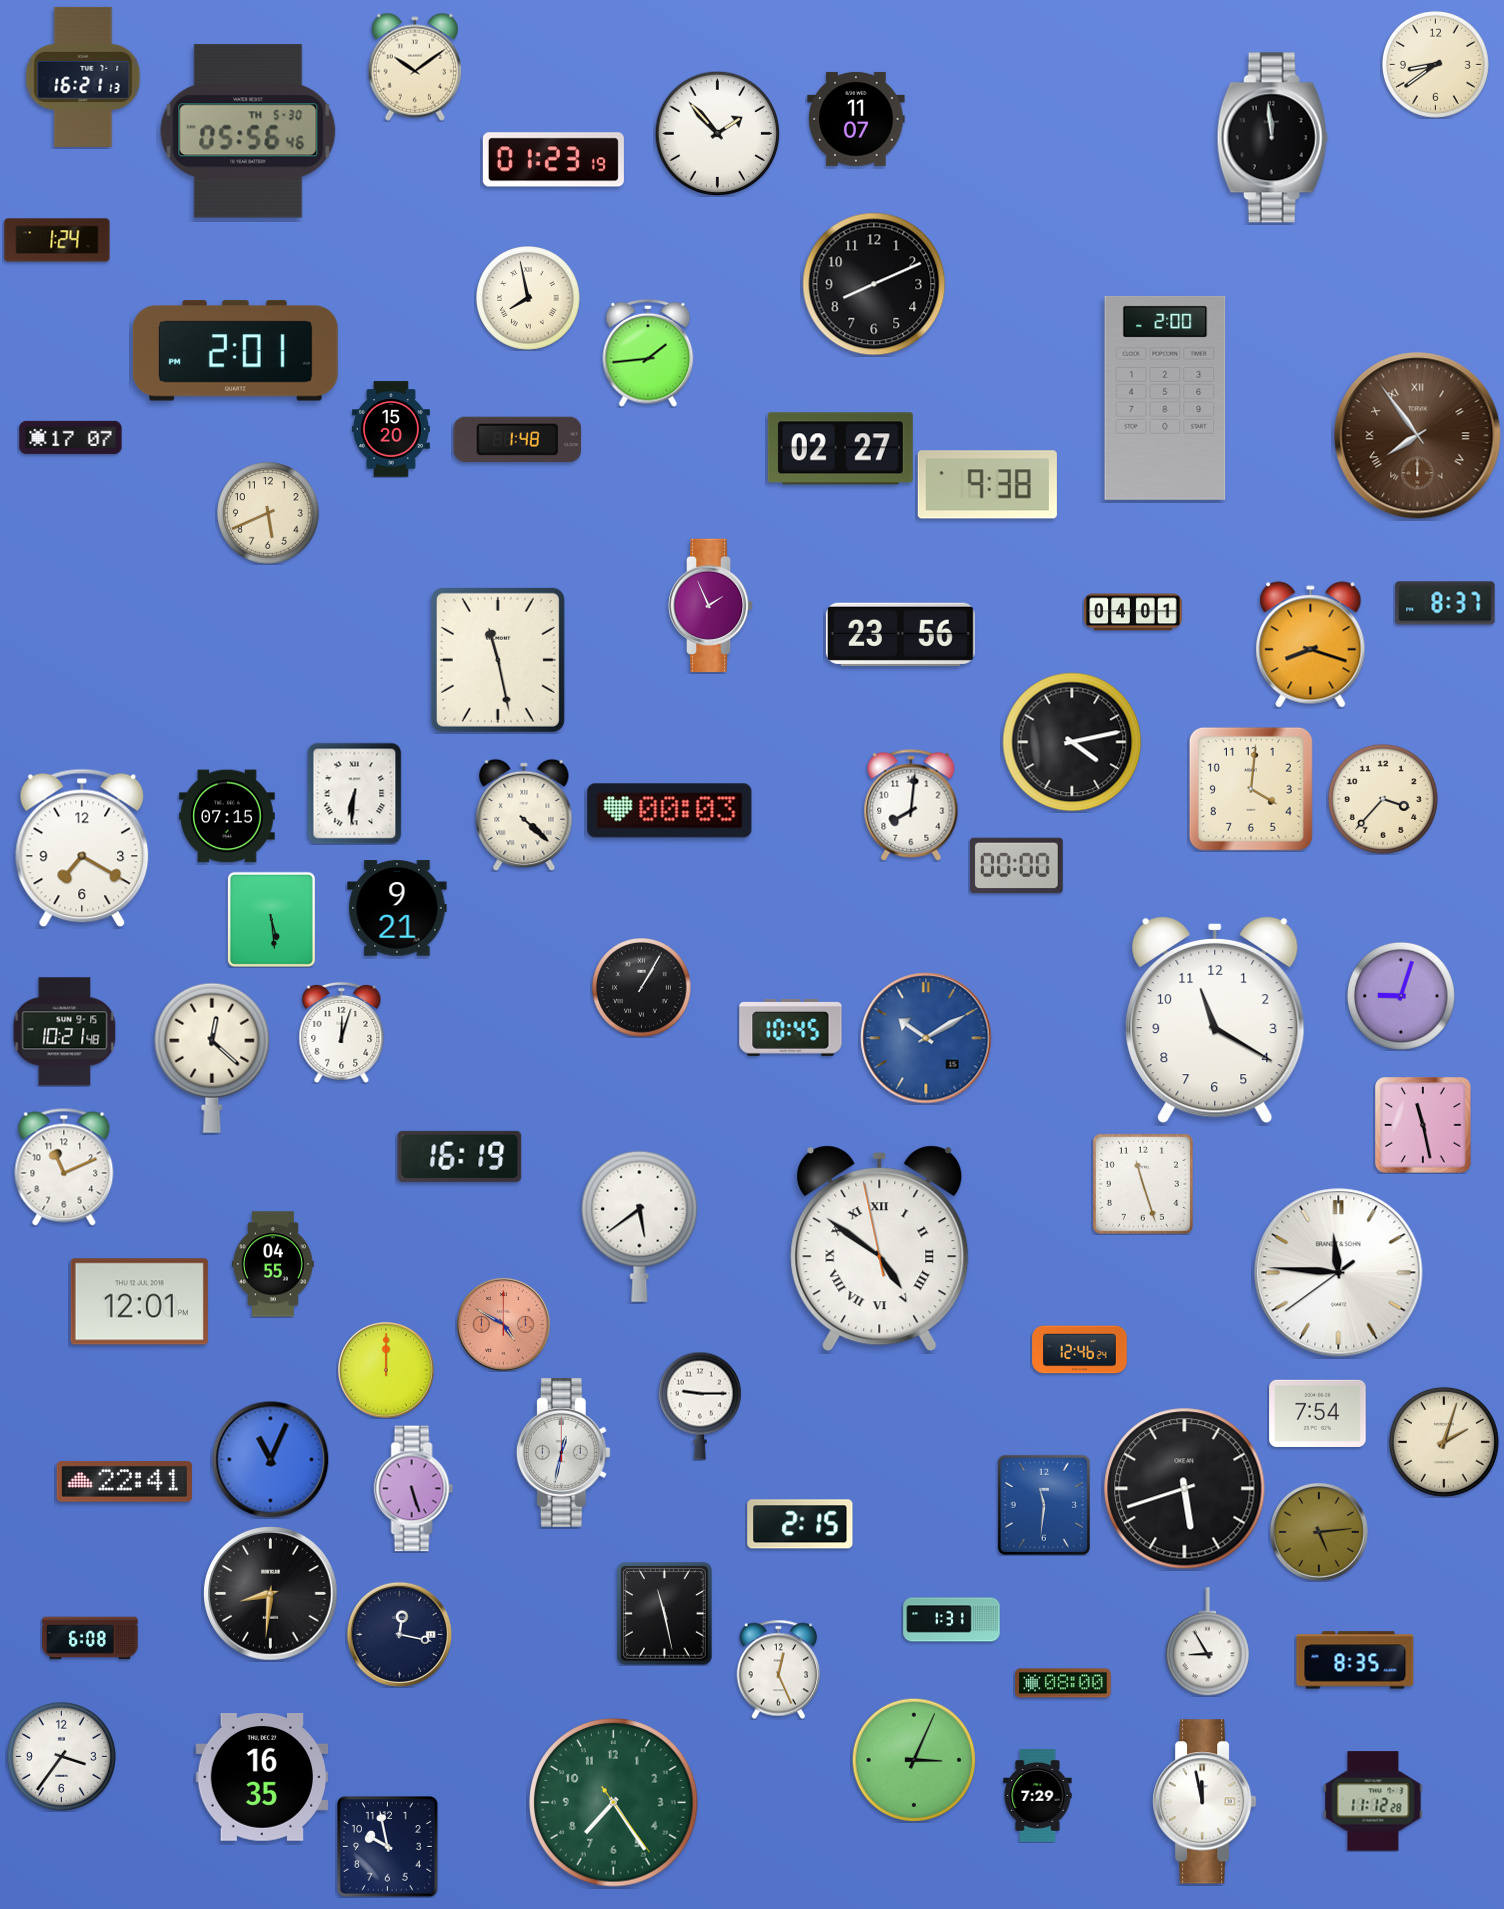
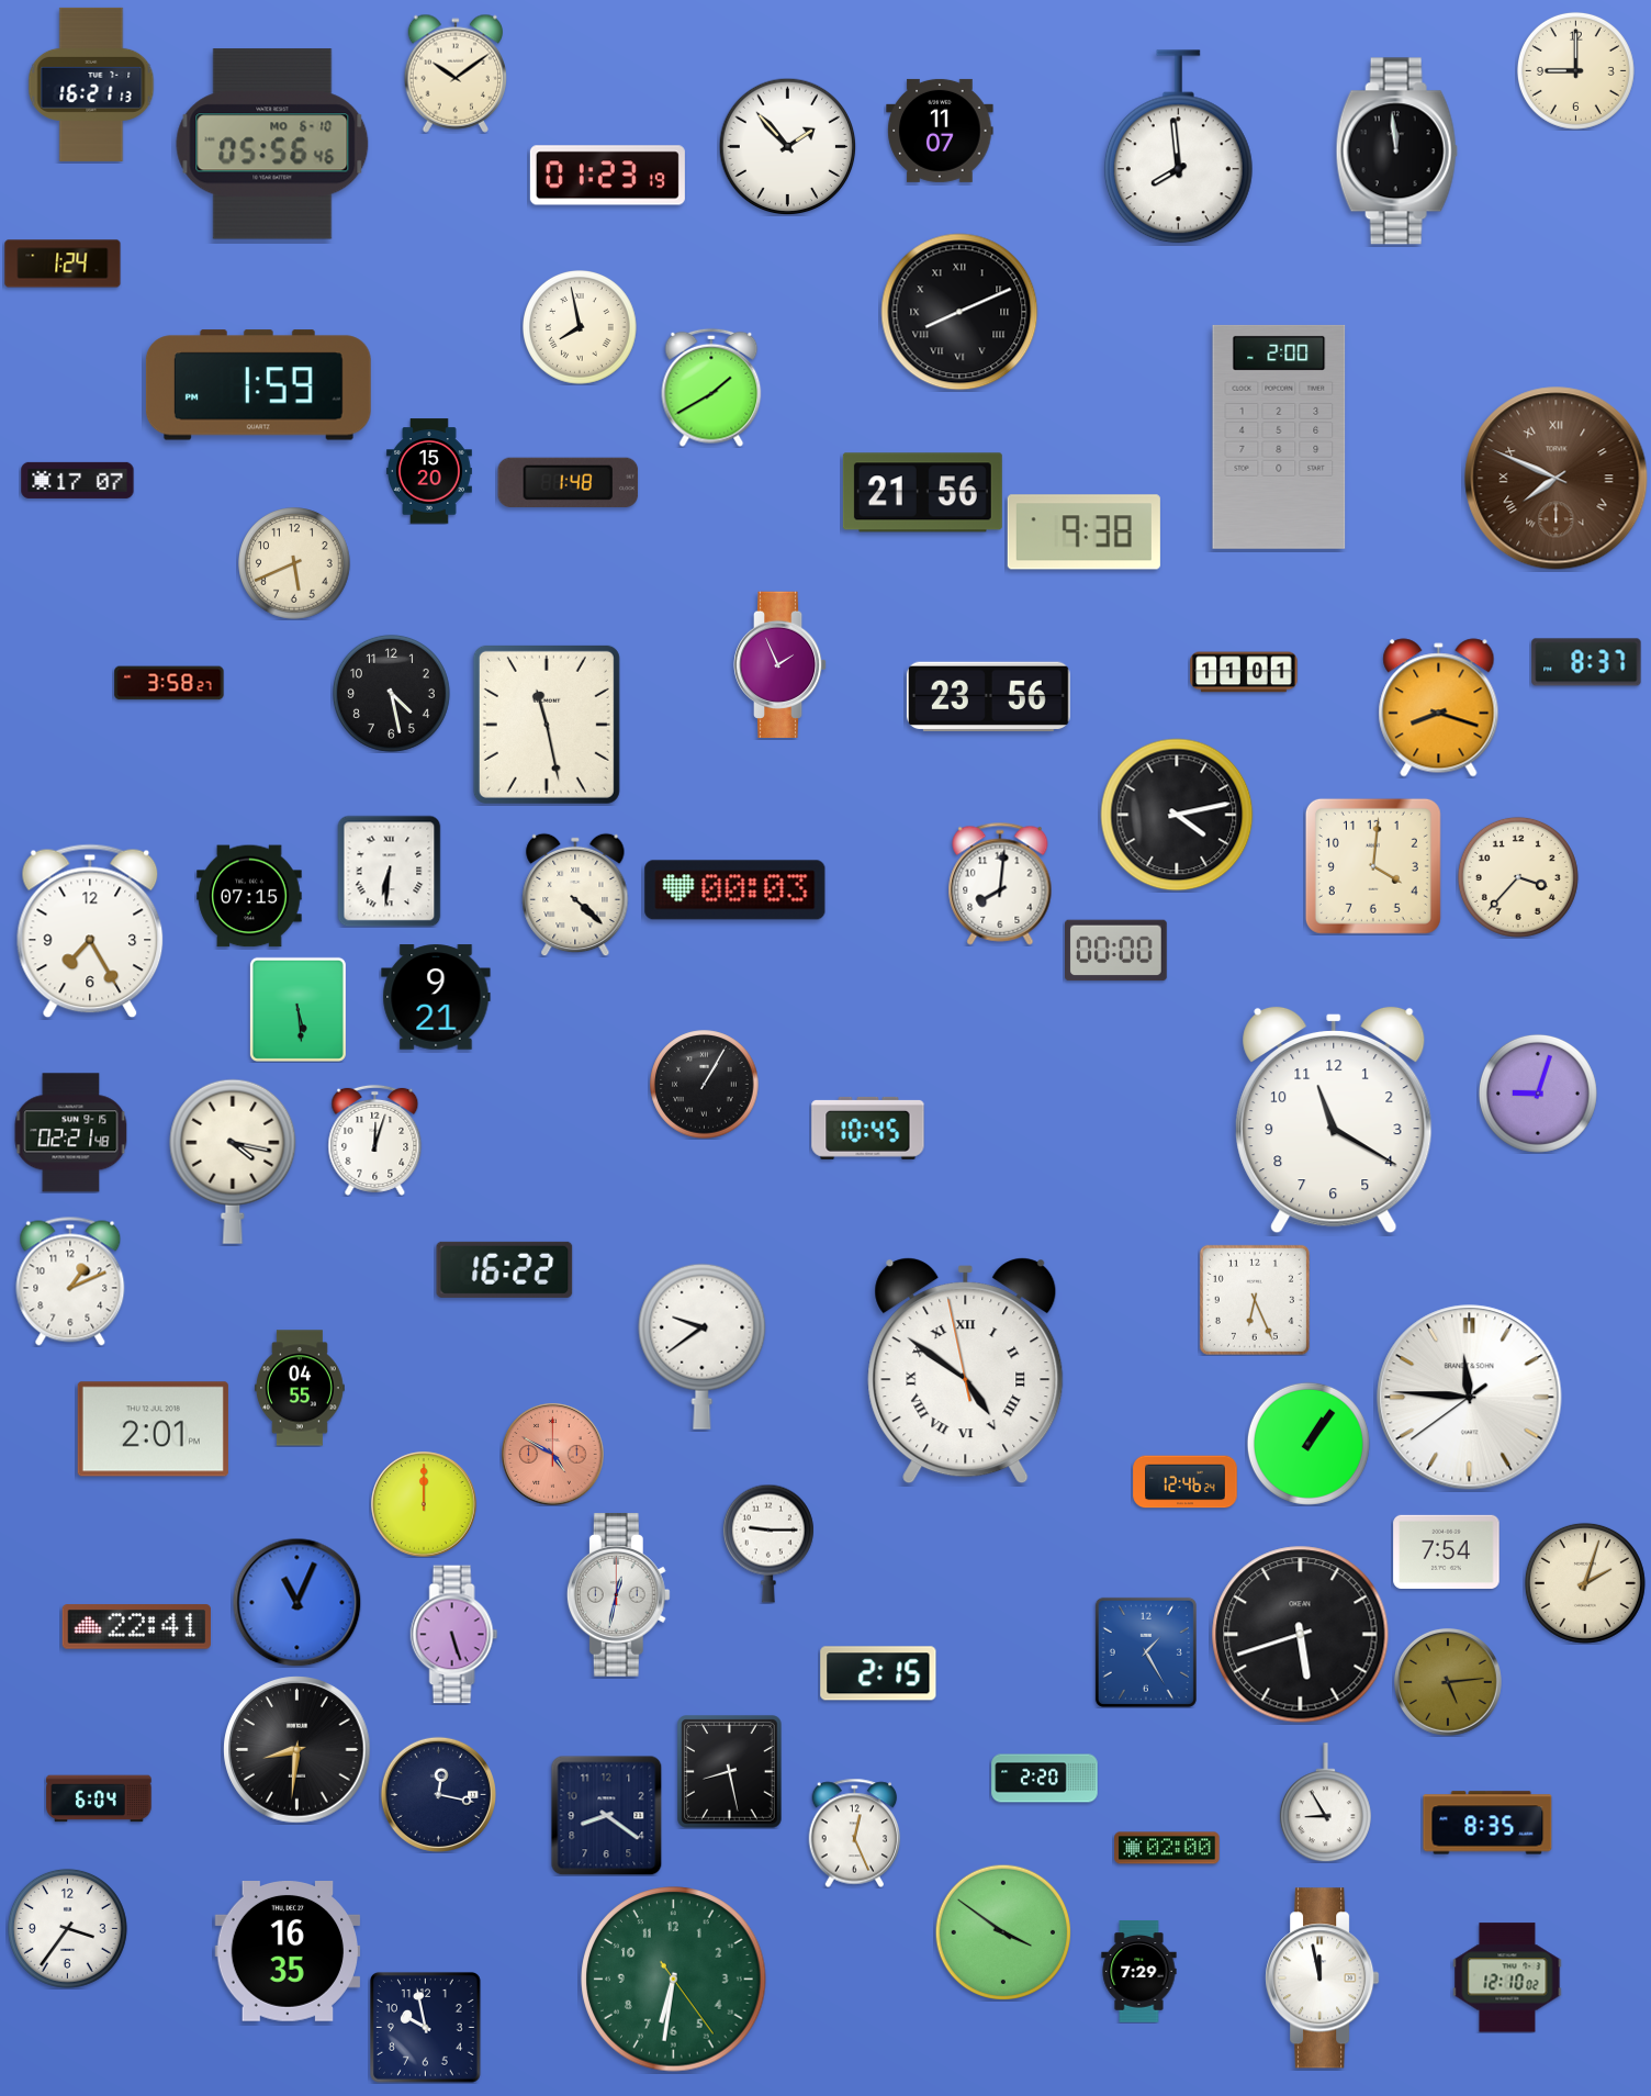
clock at (1435, 64): 8:39 -> 9:00
clock at (248, 131) date: TH 5-30 -> MO 6-10
clock at (1178, 147): none -> 7:59
clock at (874, 284) numerals: Arabic -> Roman
clock at (235, 351): 2:01 -> 1:59
clock at (648, 353): 1:44 -> 1:40
clock at (1418, 436): 7:54 -> 7:49
clock at (840, 449): 02:27 -> 21:56
clock at (1133, 612): 04:01 -> 11:01
clock at (169, 683): none -> 3:58
clock at (391, 693): none -> 4:28
clock at (82, 848): 7:20 -> 7:25
clock at (65, 1032): 10:21 -> 02:21
clock at (342, 1032) position: (342, 1032) -> (375, 1140)
clock at (926, 1038): 10:10 -> none
clock at (212, 1058): 12:22 -> 4:17
clock at (1423, 1125): 11:28 -> none
clock at (460, 1156): 16:19 -> 16:22
clock at (64, 1167): 11:11 -> 1:11
clock at (1143, 1184): 11:27 -> 6:26
clock at (640, 1226): 5:39 -> 9:39
clock at (139, 1302): 12:01 -> 2:01
clock at (1309, 1444): none -> 1:06
clock at (1044, 1505): 11:31 -> 1:25
clock at (665, 1614): 11:28 -> 8:28
clock at (952, 1620): 1:31 -> 2:20
clock at (90, 1638): 6:08 -> 6:04
clock at (607, 1815): none -> 8:21
clock at (1063, 1683): 08:00 -> 02:00
clock at (914, 1760): 3:04 -> 3:51
clock at (1373, 1801): 11:12 -> 12:10
clock at (614, 1803): 7:24 -> 6:31
